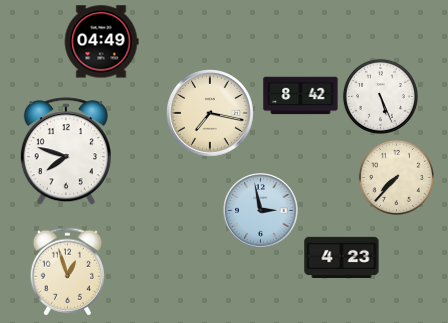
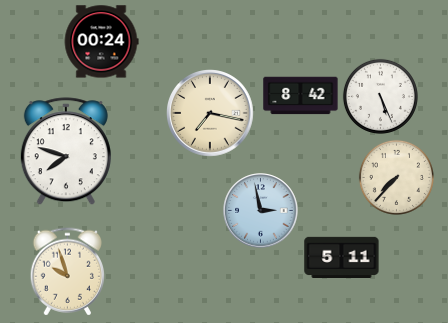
clock at (101, 42): 04:49 -> 00:24
clock at (342, 258): 4:23 -> 5:11
clock at (67, 272): 12:57 -> 9:57
